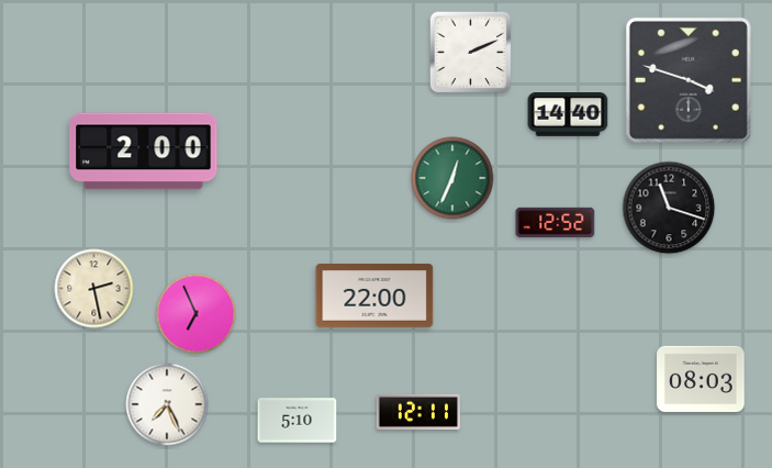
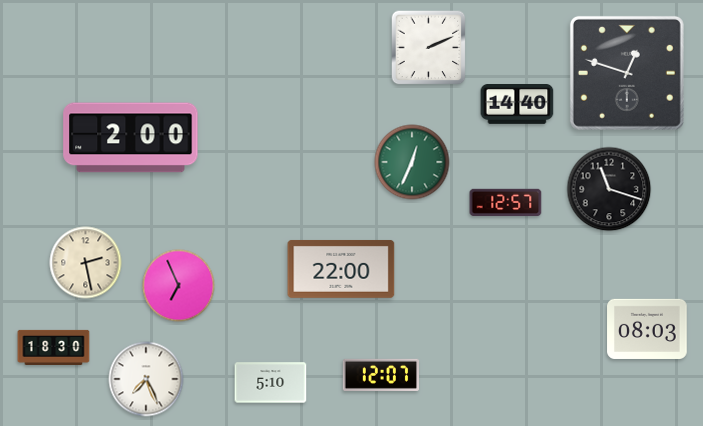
clock at (689, 80): 3:48 -> 12:48
clock at (556, 222): 12:52 -> 12:57
clock at (701, 379) position: (701, 379) -> (647, 329)
clock at (54, 347): none -> 18:30
clock at (167, 404) position: (167, 404) -> (146, 379)
clock at (417, 412): 12:11 -> 12:07
